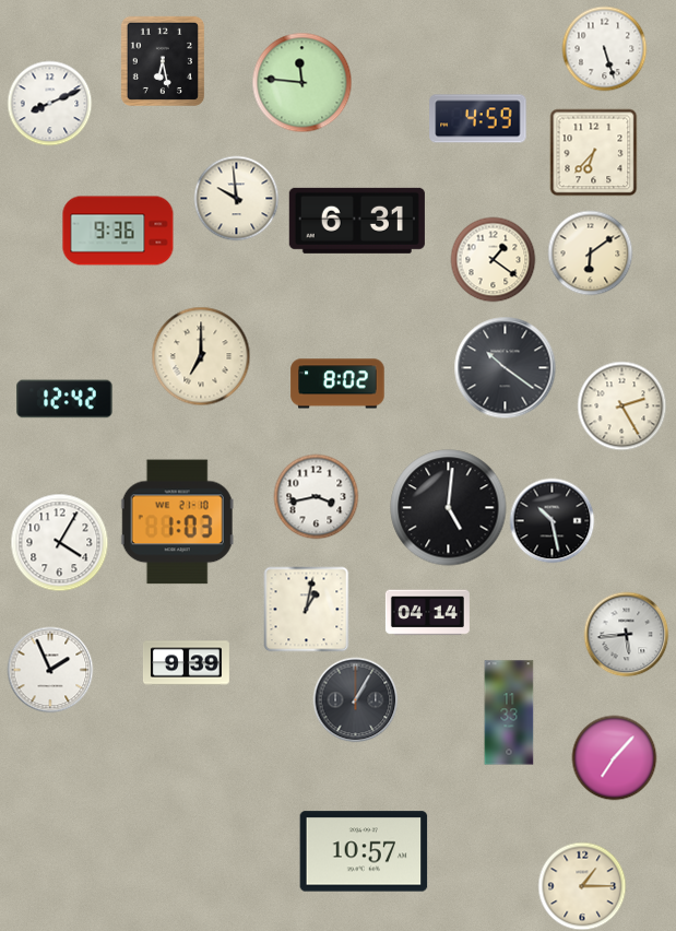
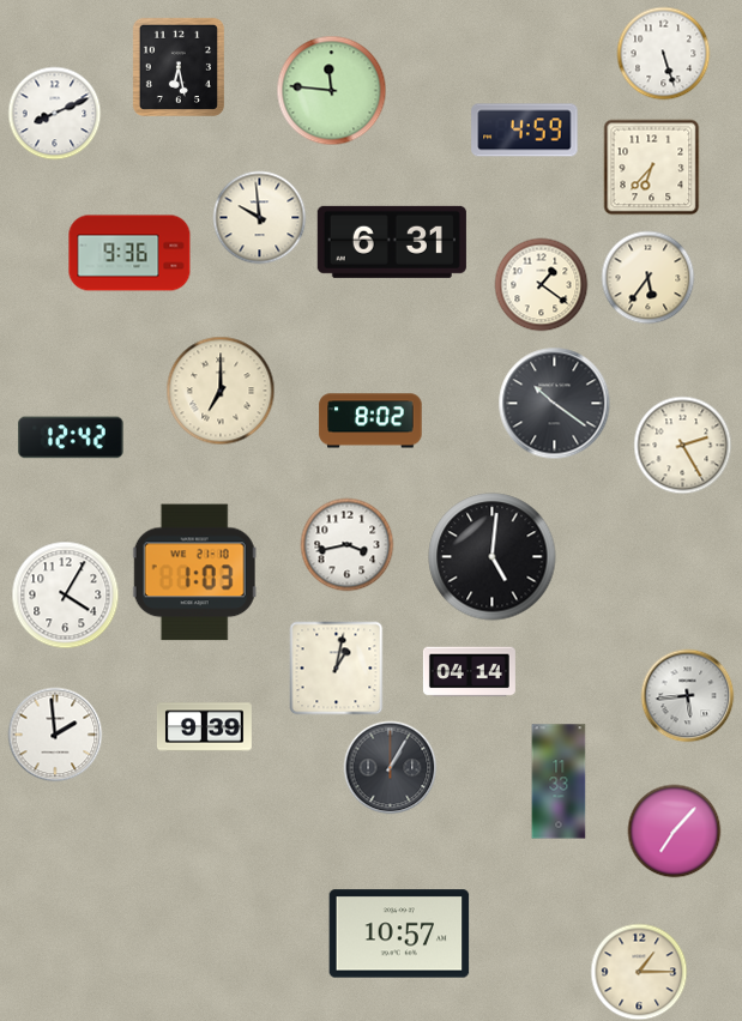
clock at (590, 252): 6:09 -> 5:36
clock at (552, 520): 10:28 -> none
clock at (50, 670): 1:56 -> 1:59
